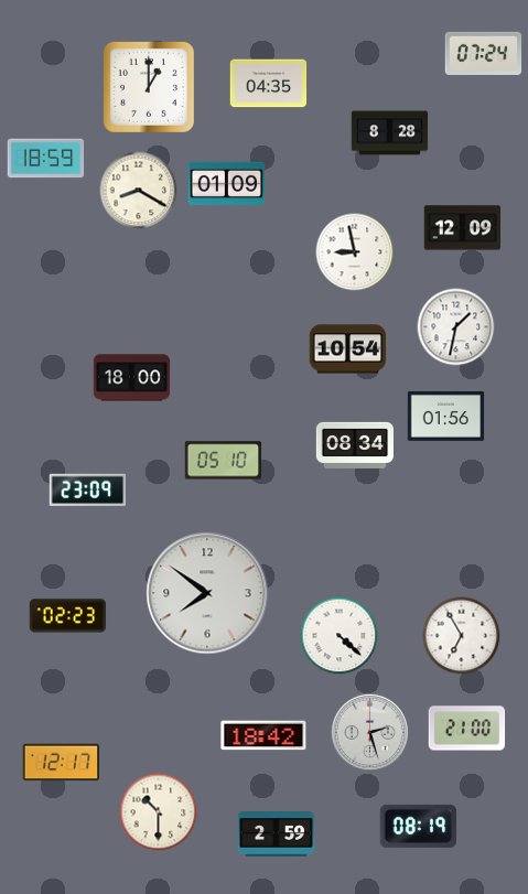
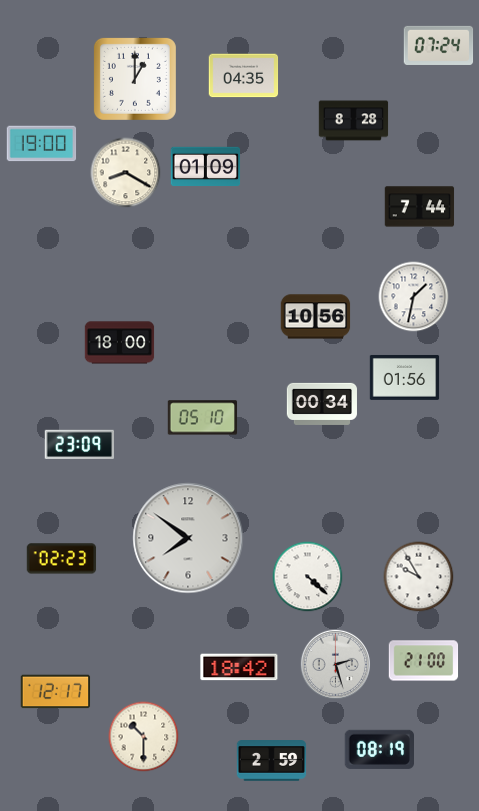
clock at (484, 53) position: (484, 53) -> (439, 45)
clock at (46, 159): 18:59 -> 19:00
clock at (463, 228): 12:09 -> 7:44
clock at (355, 252): 8:58 -> none
clock at (348, 349): 10:54 -> 10:56
clock at (355, 445): 08:34 -> 00:34
clock at (462, 636): 6:55 -> 9:55
clock at (277, 834) position: (277, 834) -> (272, 761)
